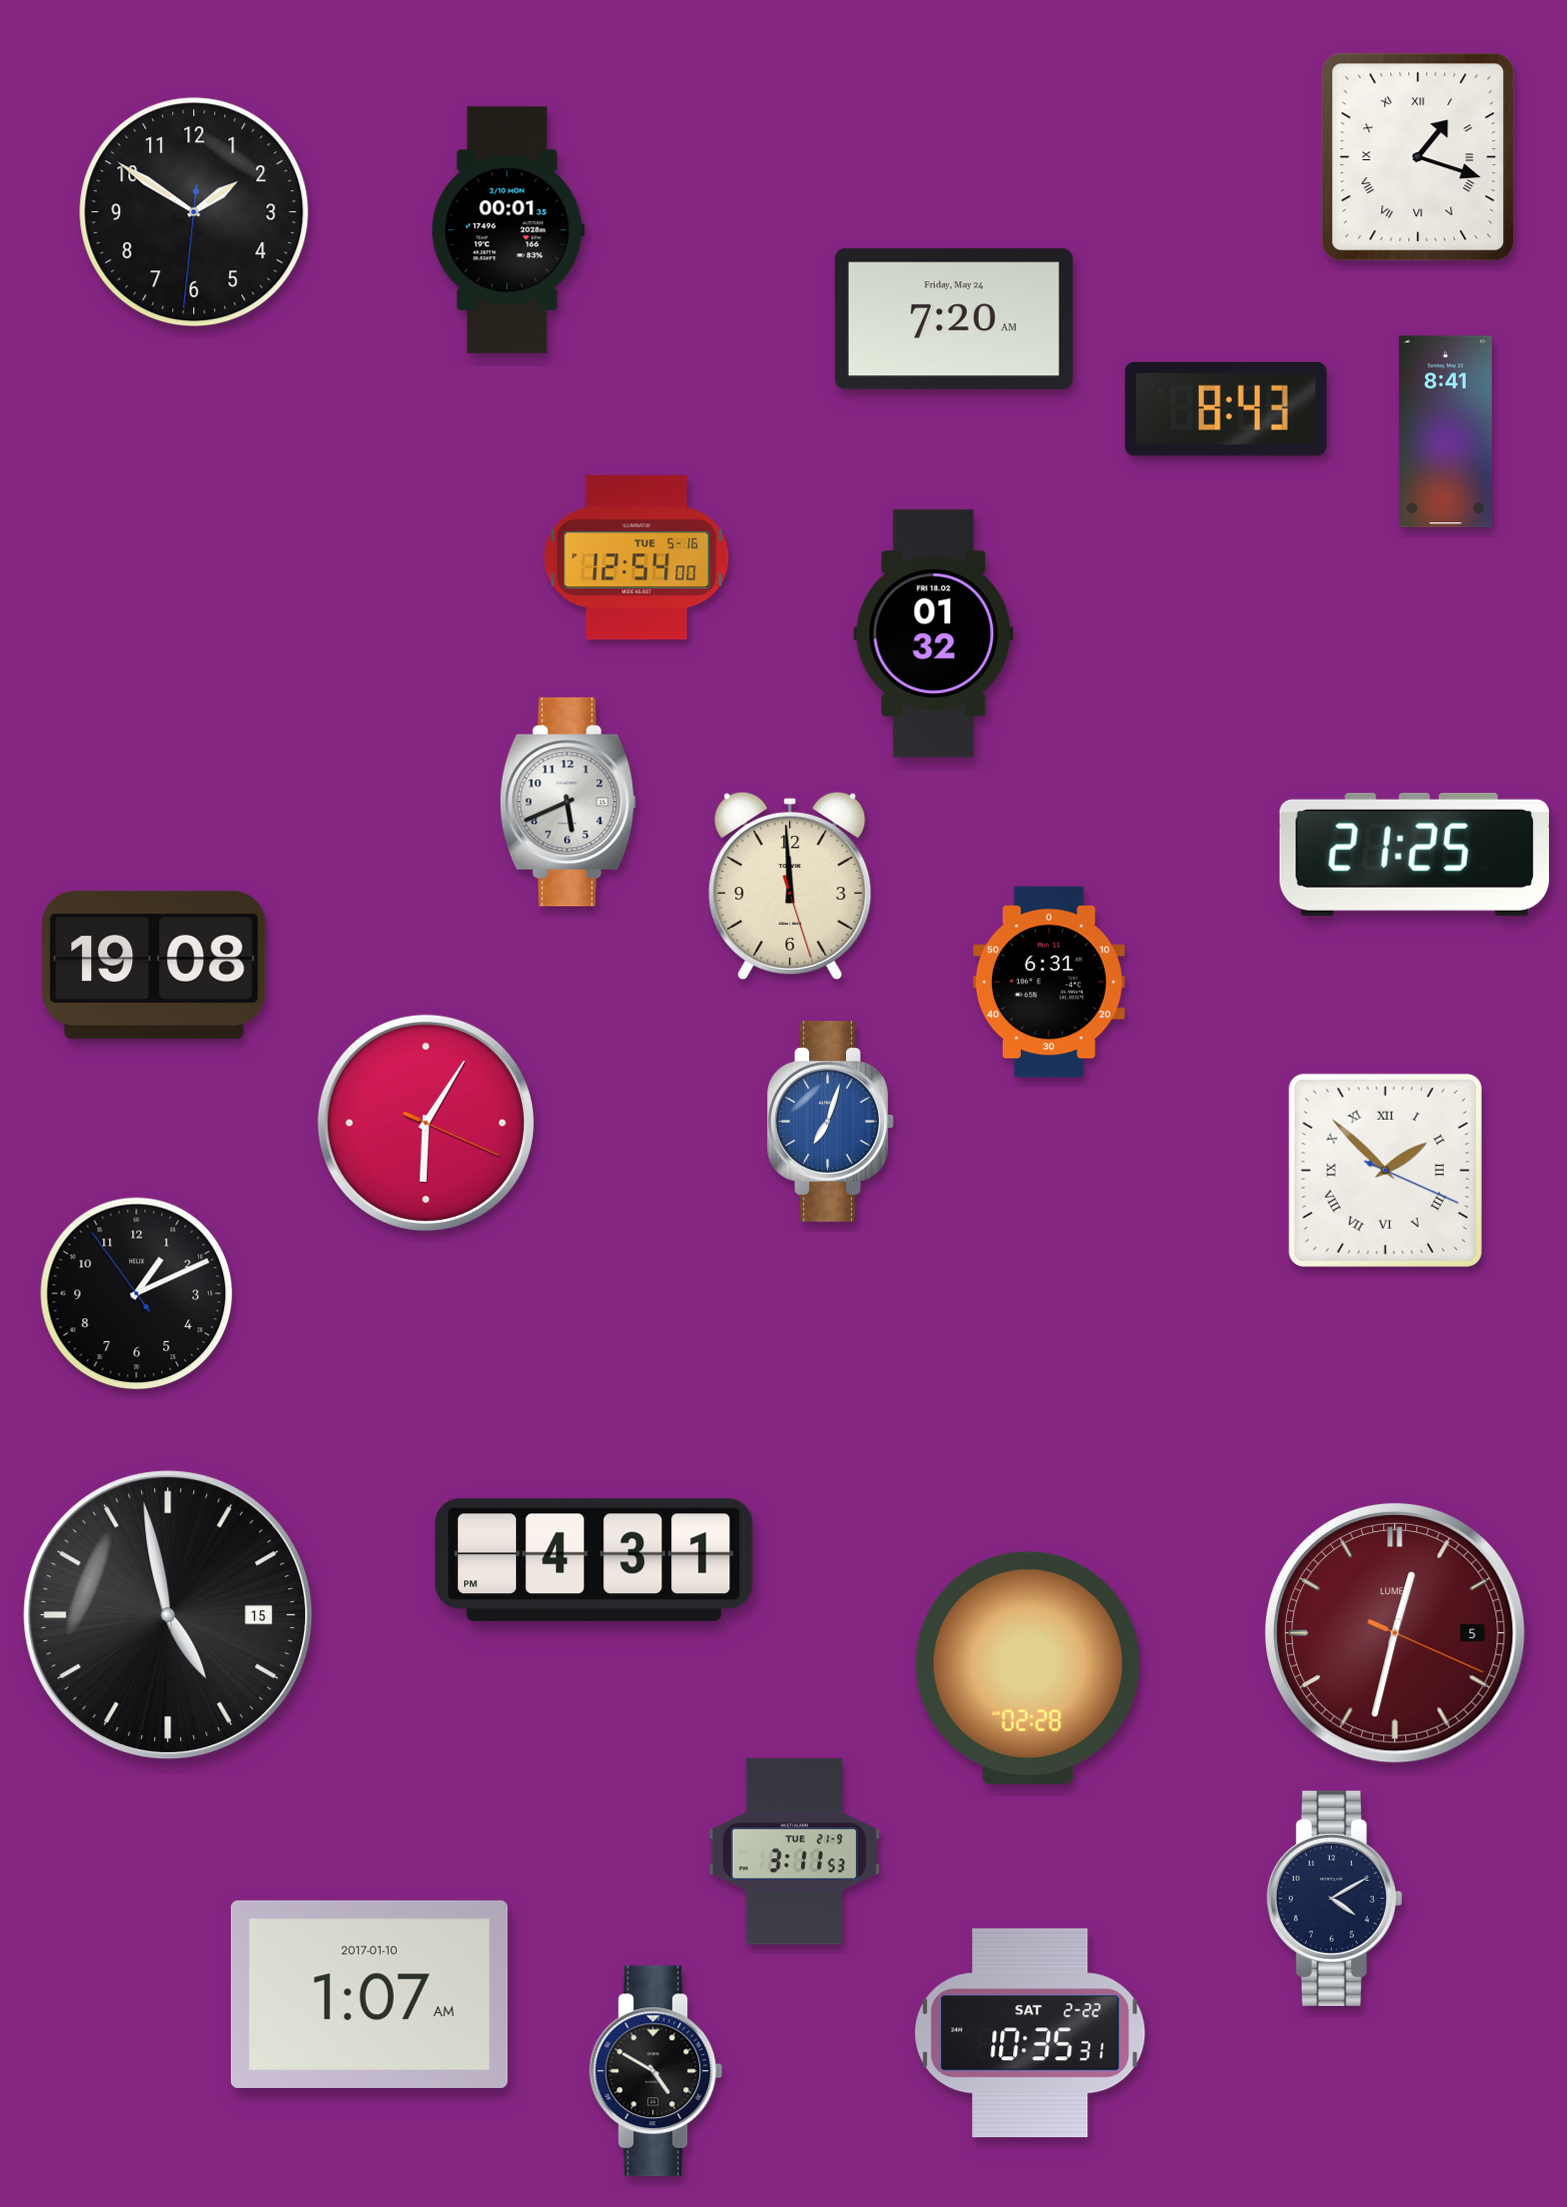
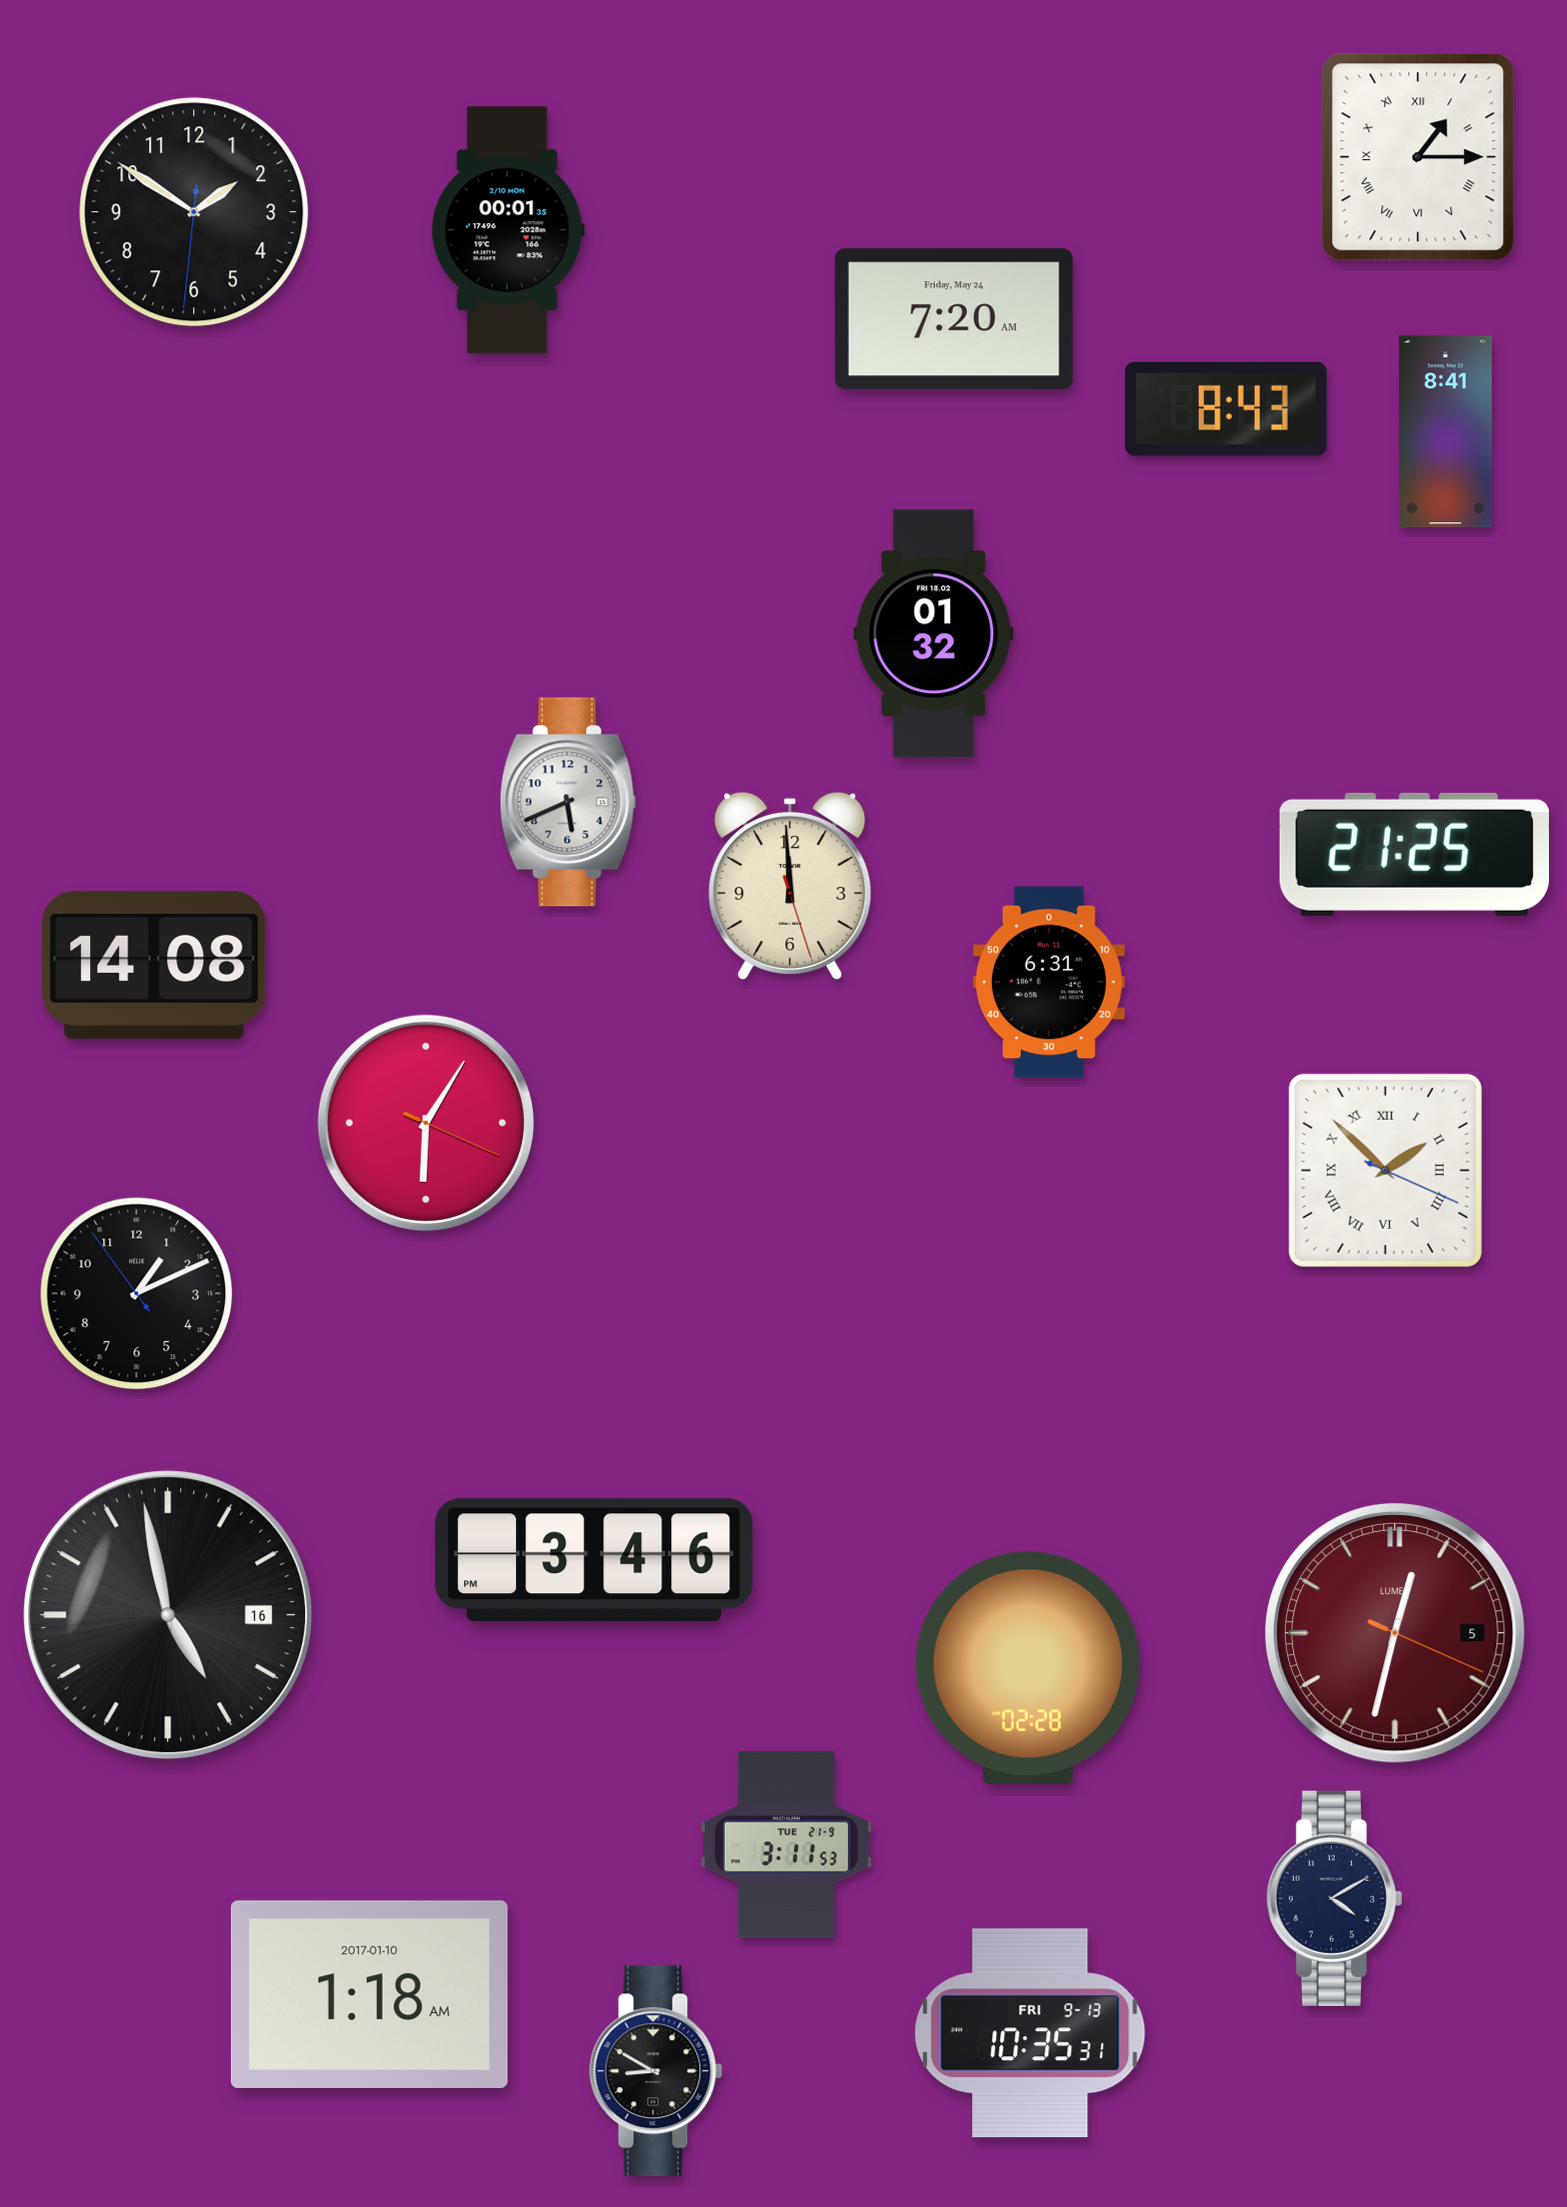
clock at (1418, 157): 1:18 -> 1:15
clock at (637, 558): 12:54 -> none
clock at (154, 965): 19:08 -> 14:08
clock at (831, 1121): 7:03 -> none
clock at (594, 1560): 4:31 -> 3:46
clock at (168, 1615) date: 15 -> 16
clock at (794, 1852) position: (794, 1852) -> (786, 1845)
clock at (369, 1994): 1:07 -> 1:18
clock at (1030, 2033) date: SAT 2-22 -> FRI 9-13
clock at (656, 2071): 4:50 -> 8:50
